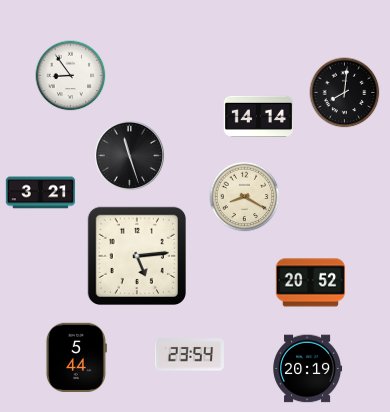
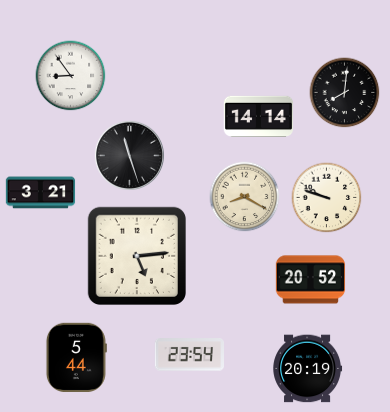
clock at (327, 198): none -> 9:48
clock at (311, 283) position: (311, 283) -> (311, 280)
